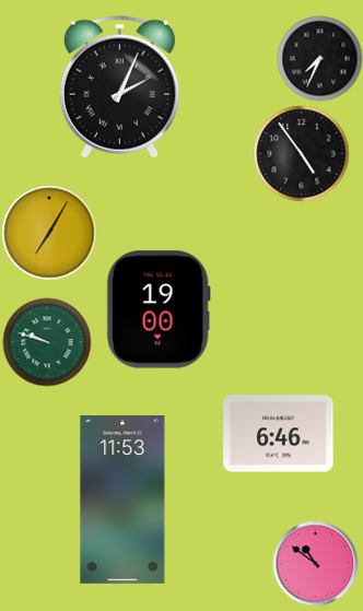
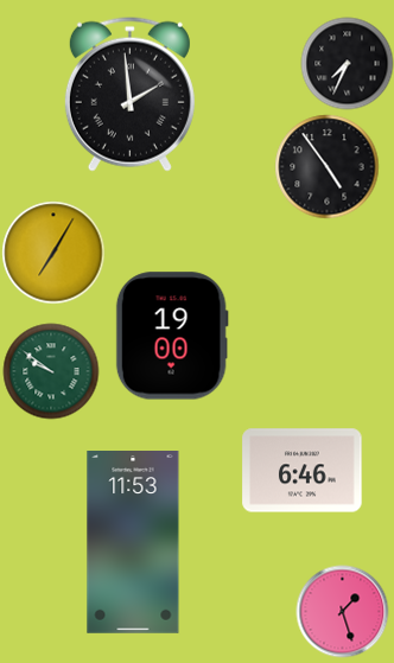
clock at (119, 86): 2:04 -> 1:59
clock at (47, 342): 9:48 -> 9:51
clock at (315, 563): 10:51 -> 1:27
